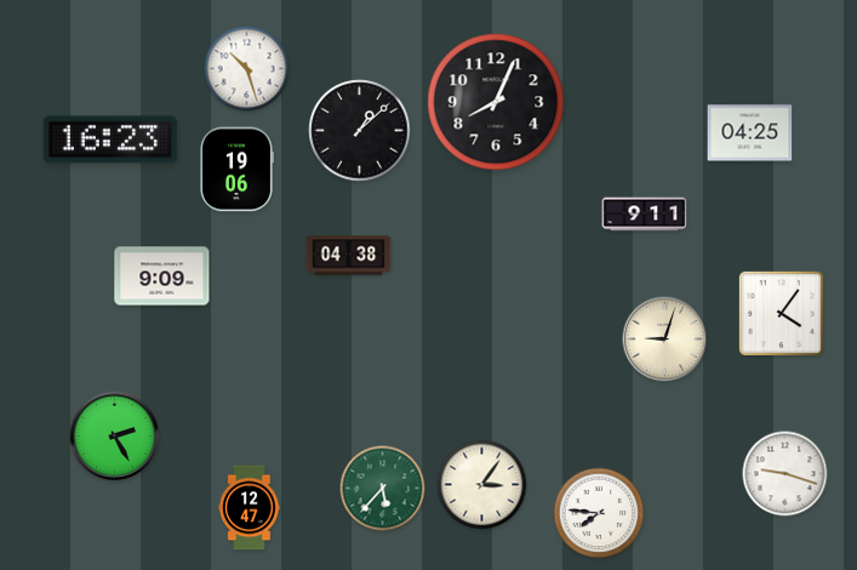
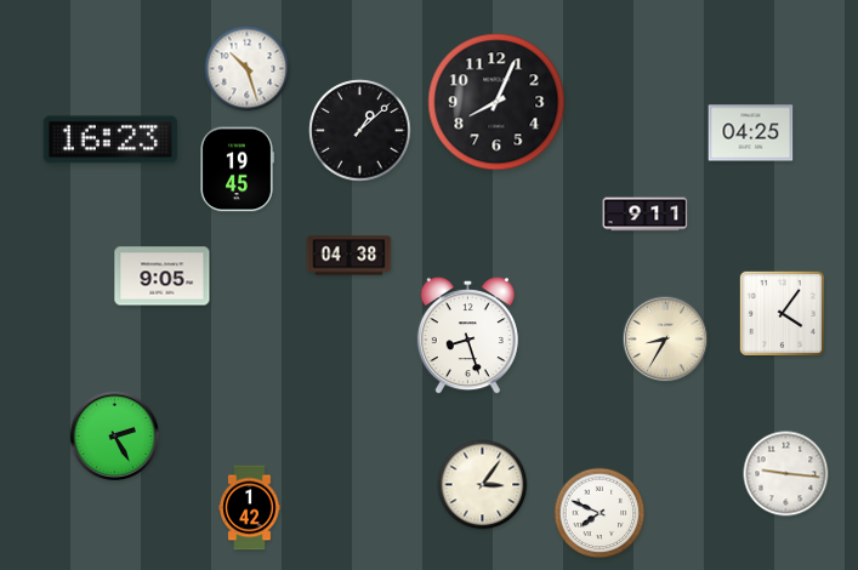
clock at (238, 170): 19:06 -> 19:45
clock at (162, 277): 9:09 -> 9:05
clock at (467, 336): none -> 8:27
clock at (665, 340): 9:03 -> 8:35
clock at (785, 474): 9:18 -> 9:16
clock at (383, 489): 5:37 -> none
clock at (250, 508): 12:47 -> 1:42
clock at (599, 513): 7:46 -> 7:49
